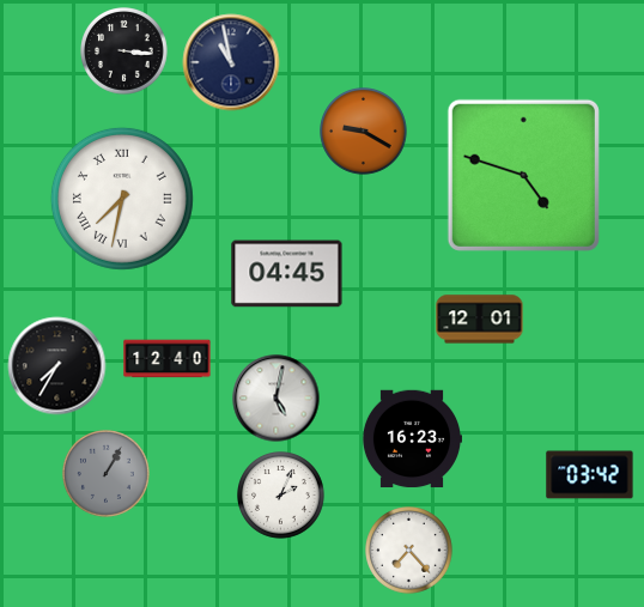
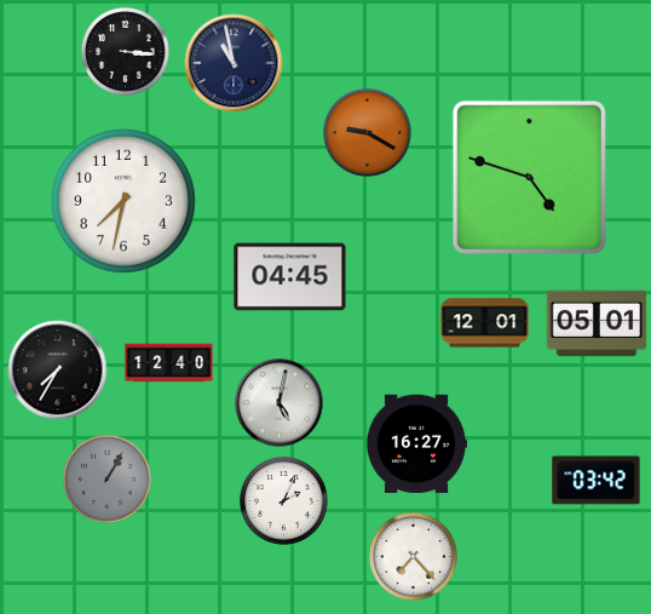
clock at (122, 199) numerals: Roman -> Arabic
clock at (597, 323): none -> 05:01
clock at (411, 439): 16:23 -> 16:27
